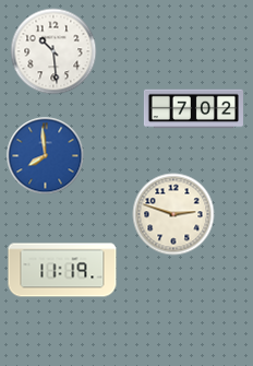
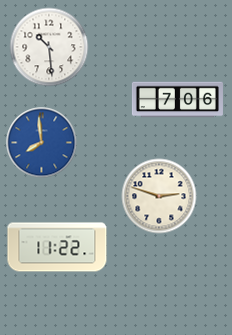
clock at (193, 109): 7:02 -> 7:06
clock at (62, 270): 11:19 -> 11:22
